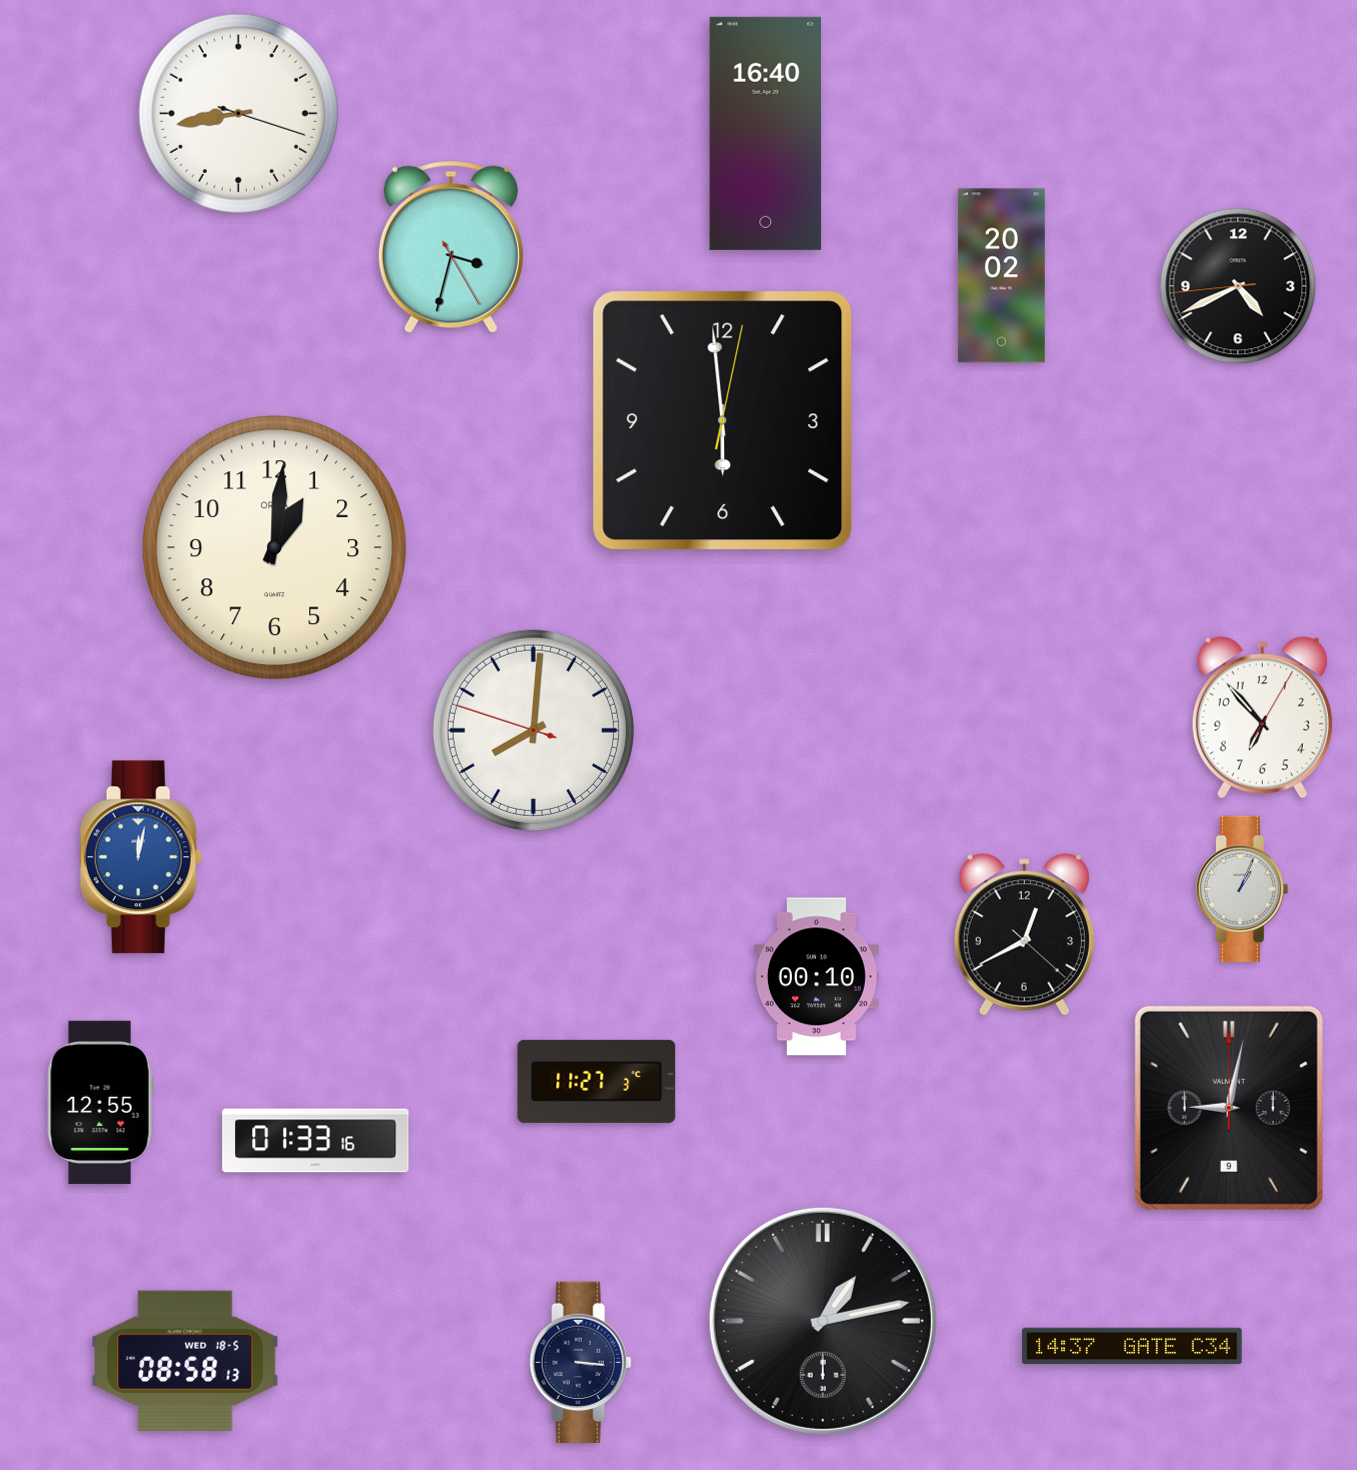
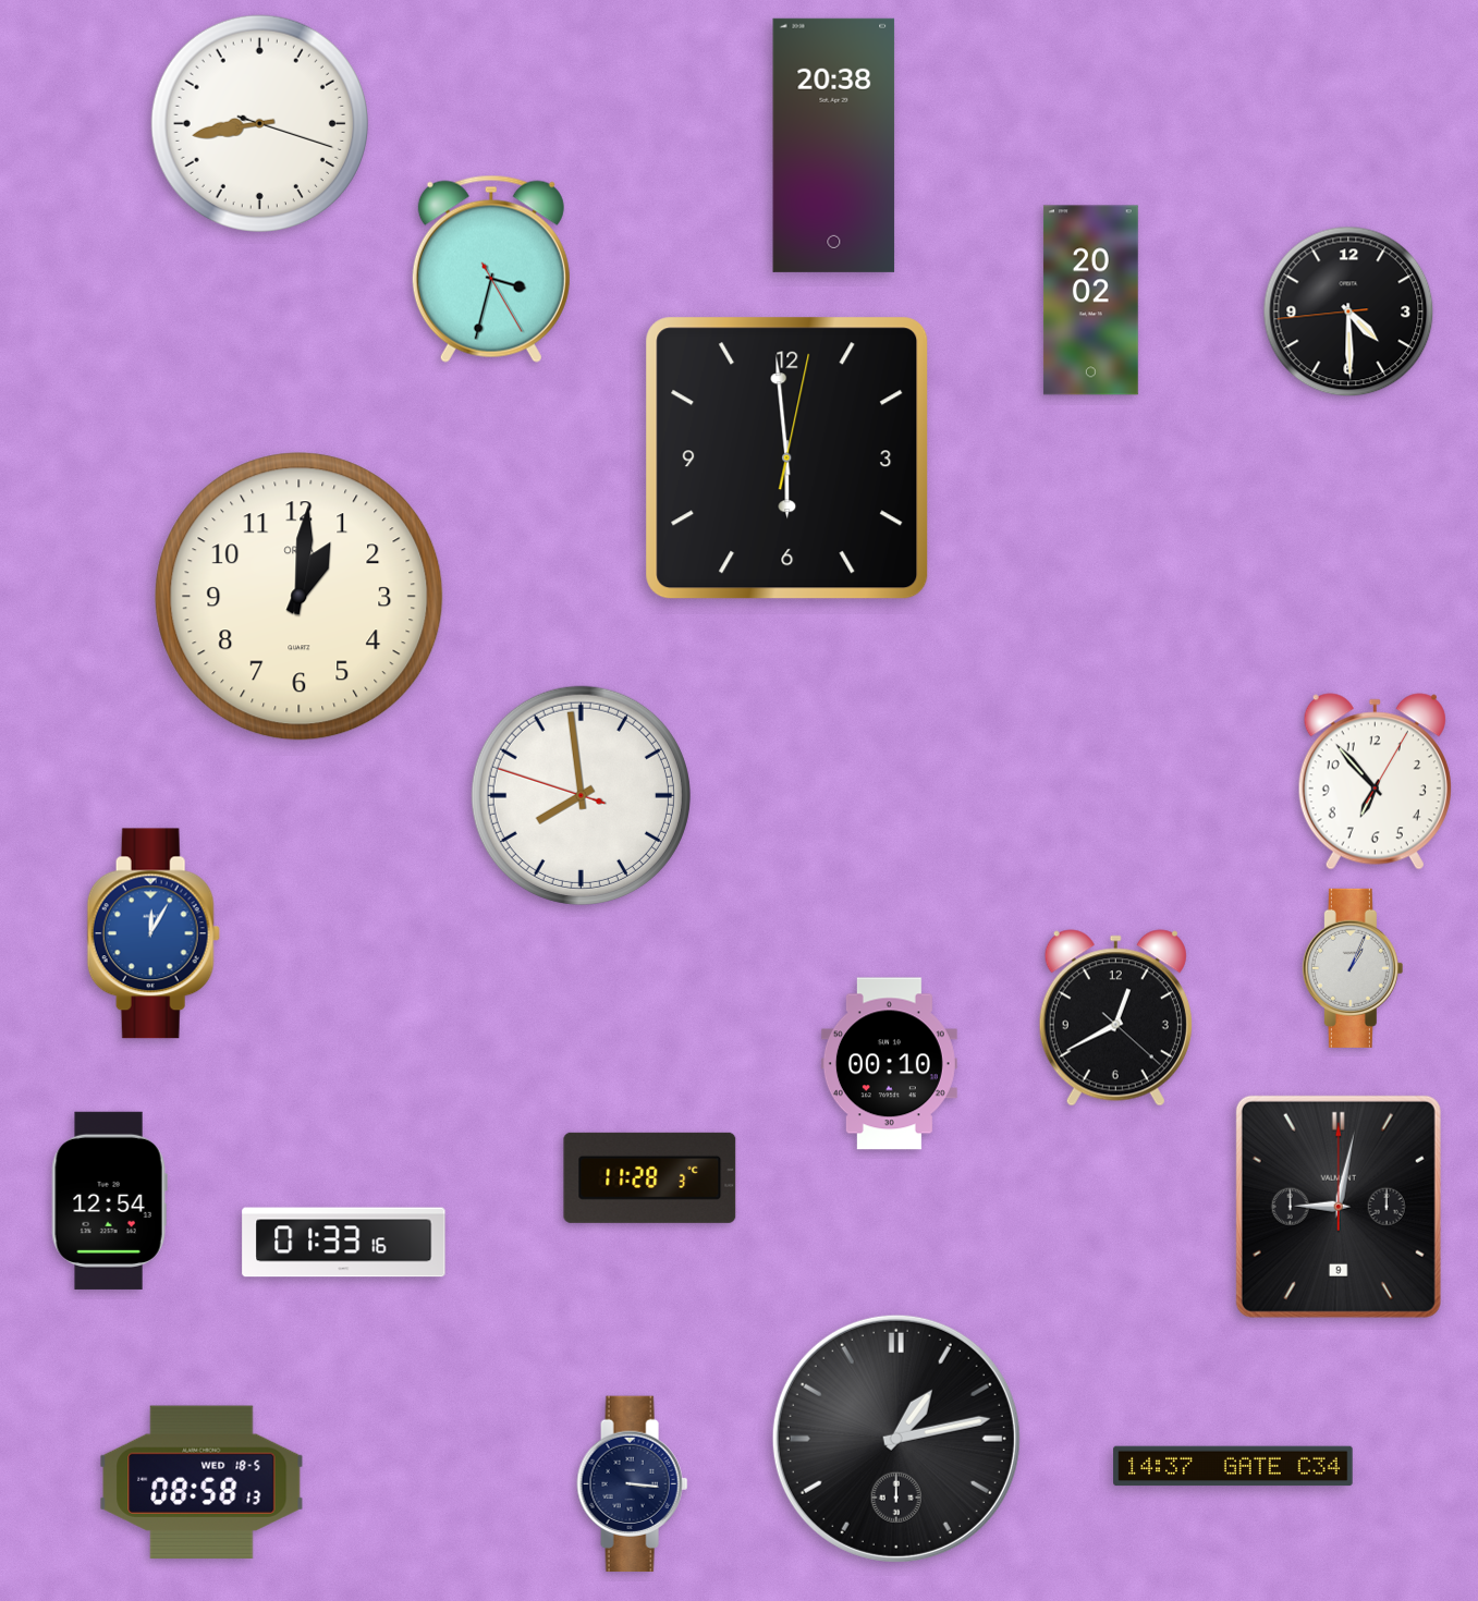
clock at (766, 133): 16:40 -> 20:38
clock at (1238, 286): 4:40 -> 4:29
clock at (533, 730): 8:00 -> 7:58
clock at (141, 857): 12:02 -> 12:05
clock at (597, 1081): 11:27 -> 11:28
clock at (100, 1102): 12:55 -> 12:54
